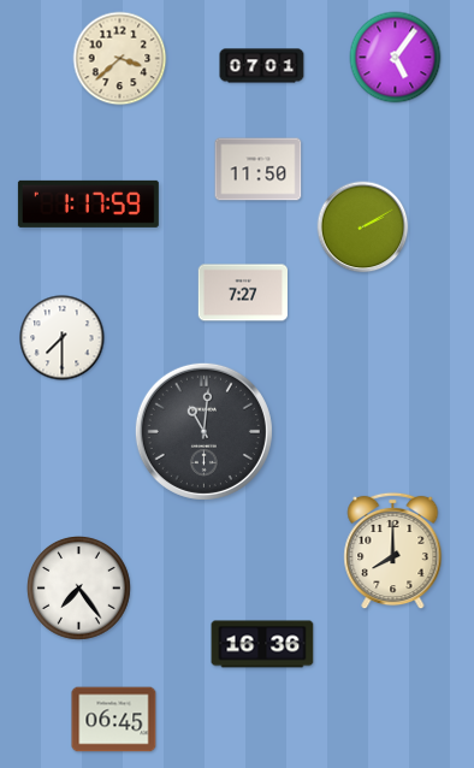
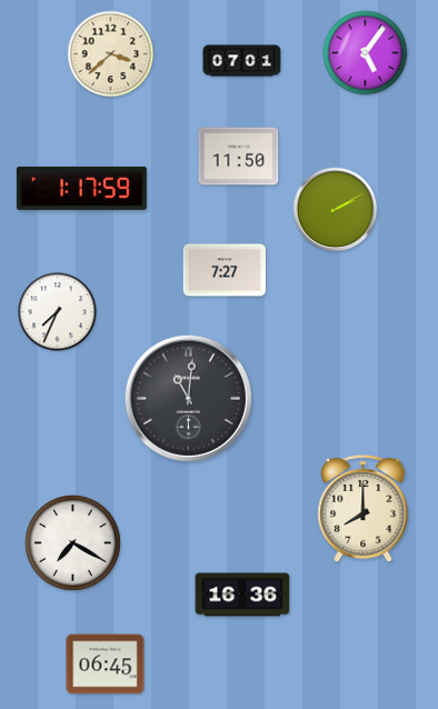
clock at (63, 338): 7:30 -> 7:34
clock at (78, 587): 7:24 -> 7:20
